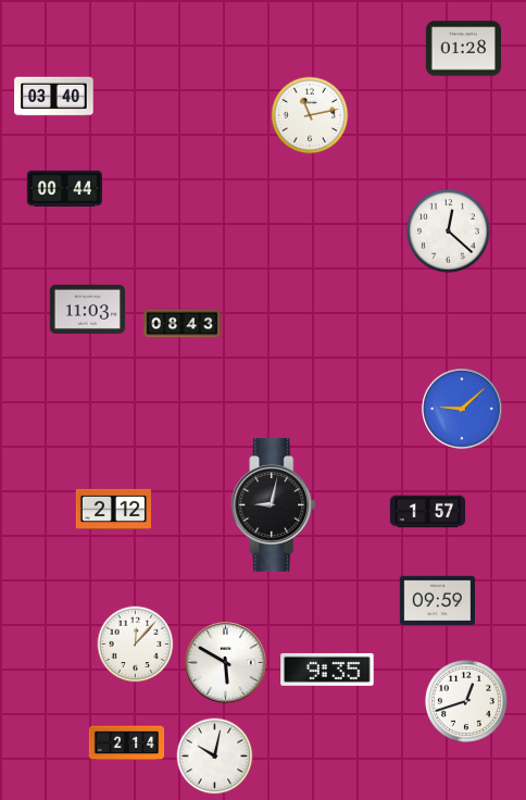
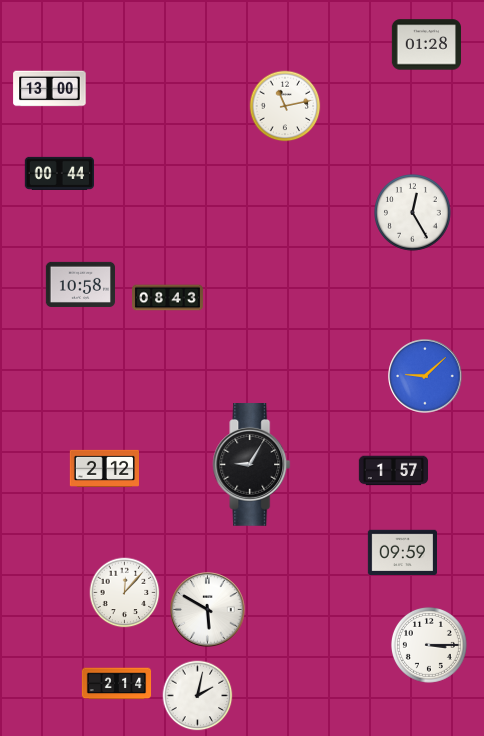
clock at (54, 97): 03:40 -> 13:00
clock at (449, 232): 12:22 -> 12:25
clock at (87, 309): 11:03 -> 10:58
clock at (274, 505): 9:02 -> 9:05
clock at (327, 670): 9:35 -> none
clock at (466, 701): 12:42 -> 3:15
clock at (215, 757): 10:02 -> 2:02
